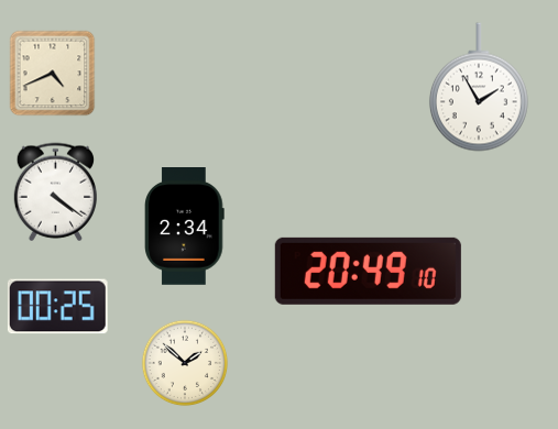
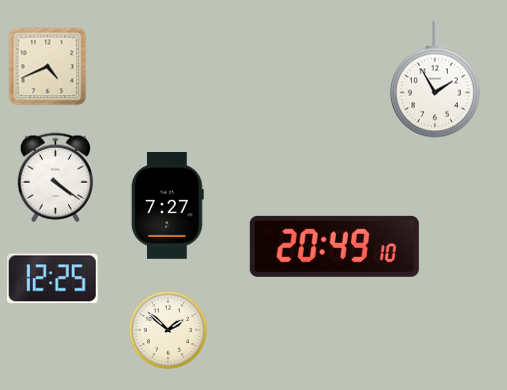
clock at (55, 193) position: (55, 193) -> (55, 178)
clock at (185, 227): 2:34 -> 7:27
clock at (57, 307): 00:25 -> 12:25
